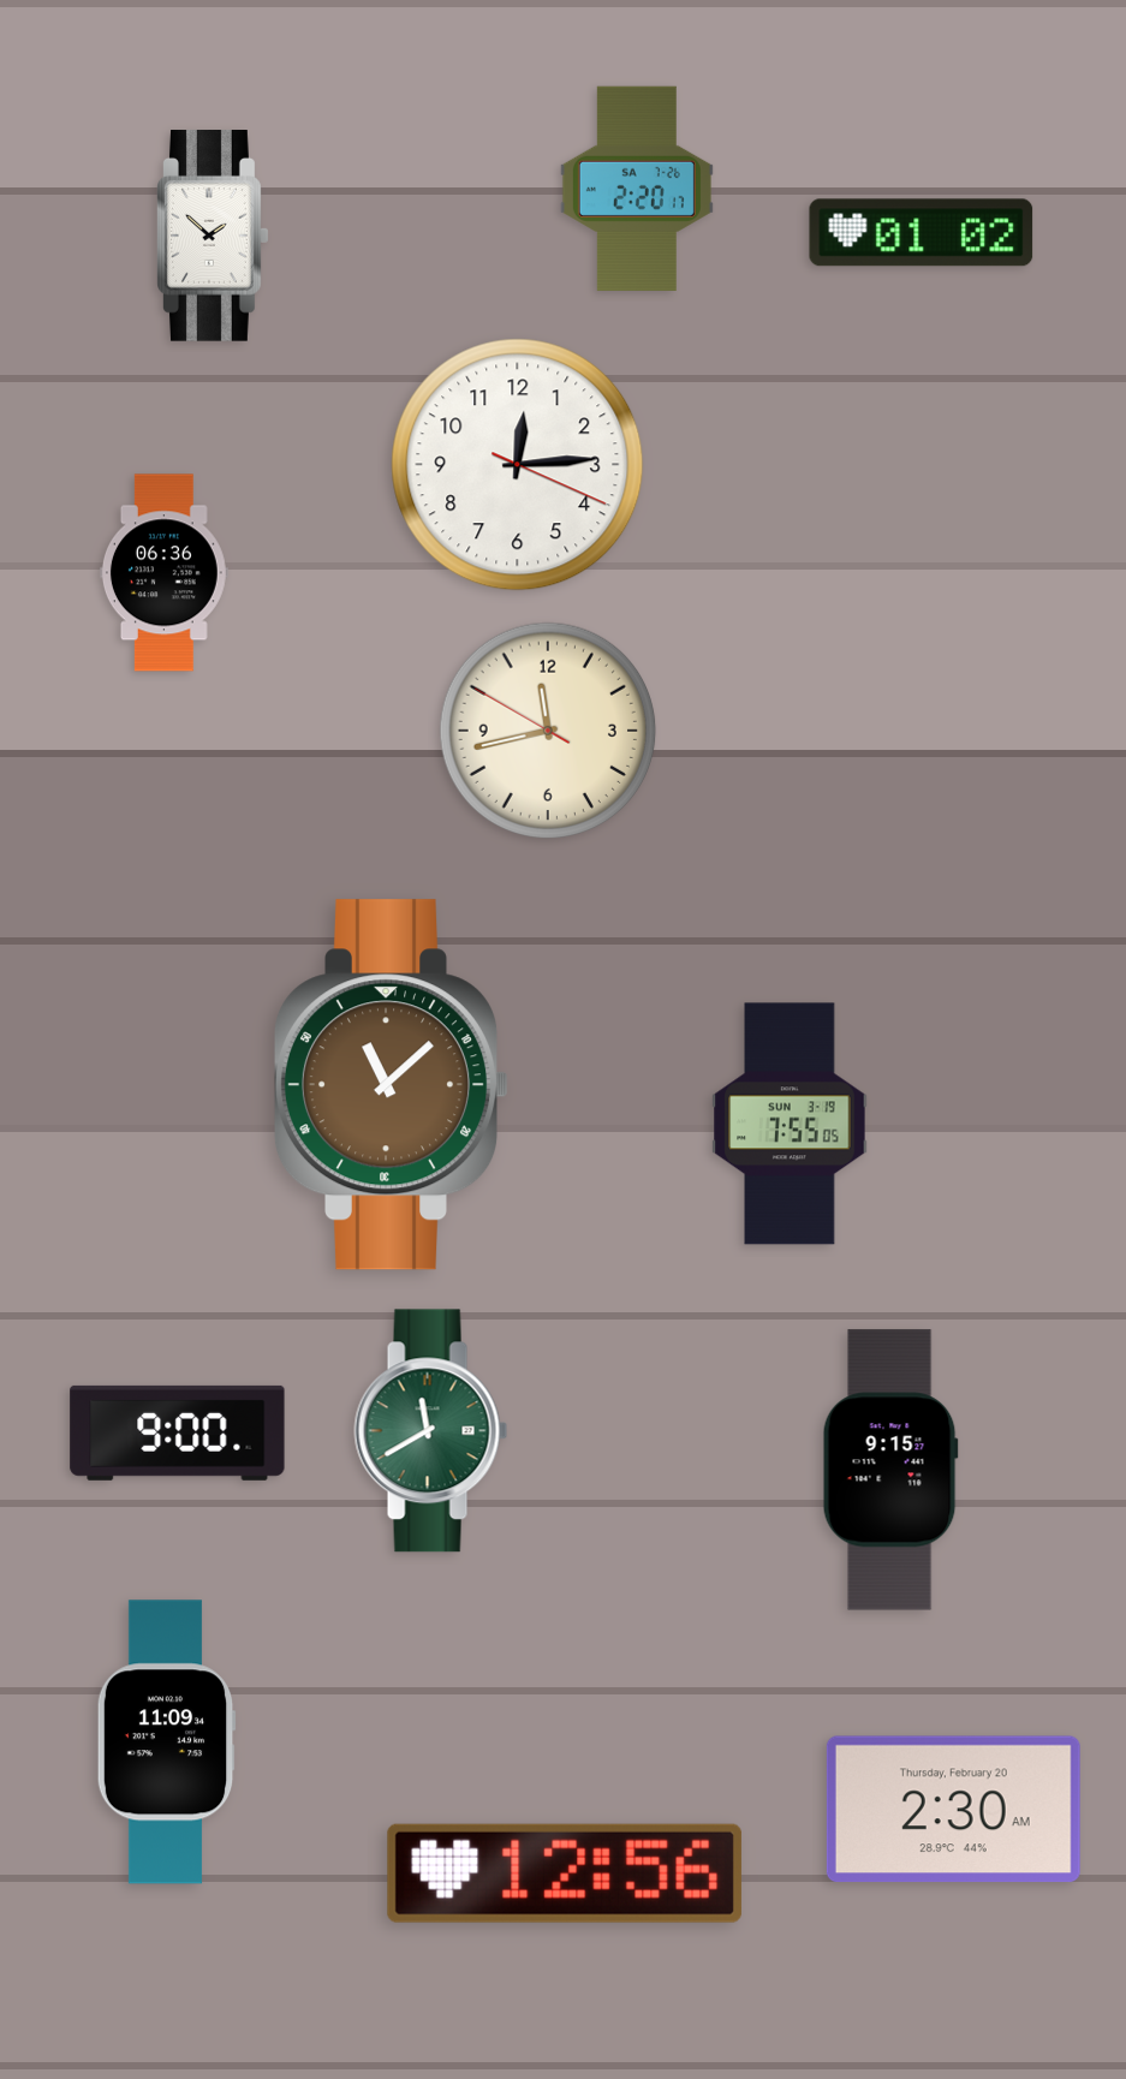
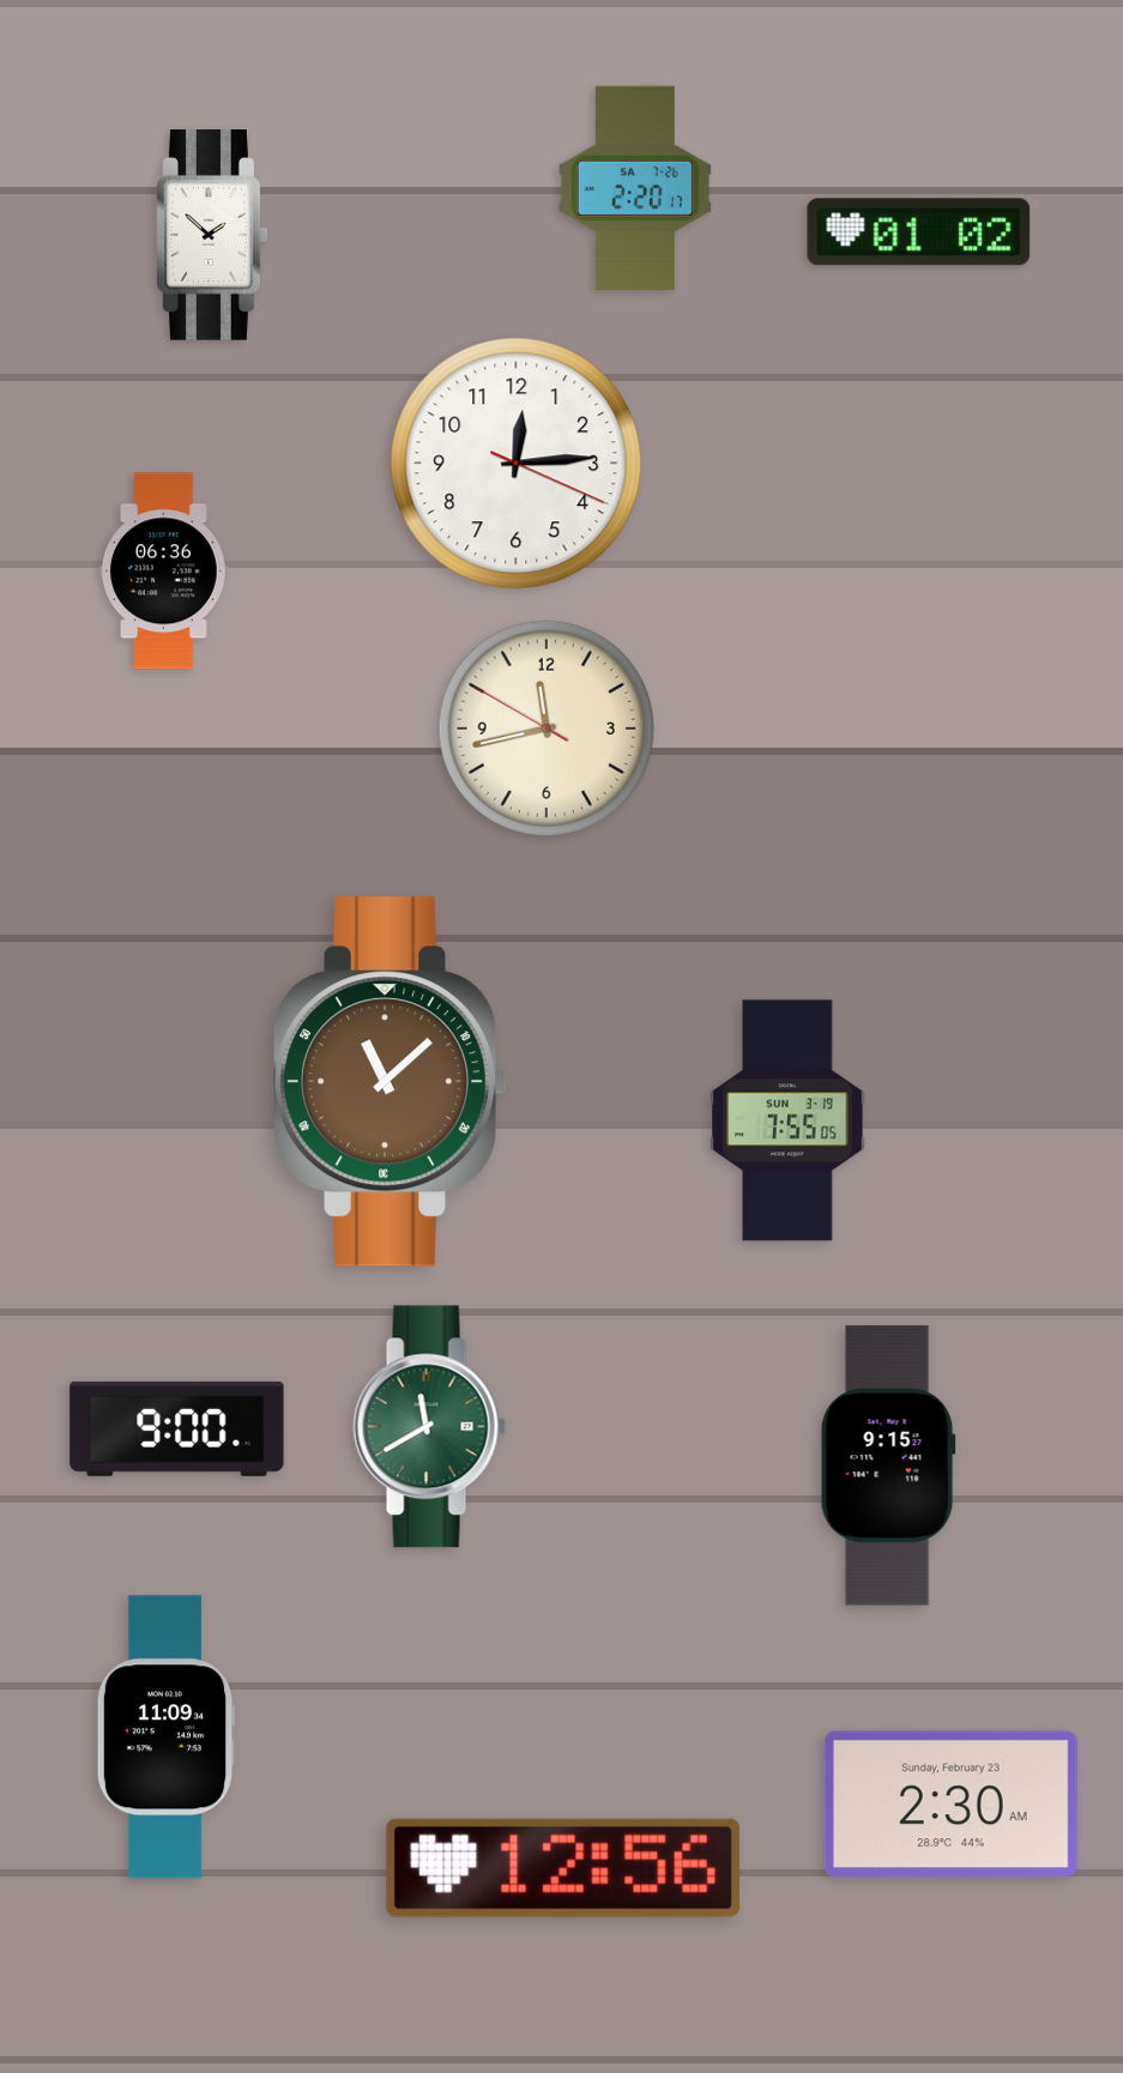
clock at (953, 1810) date: Thursday, February 20 -> Sunday, February 23
